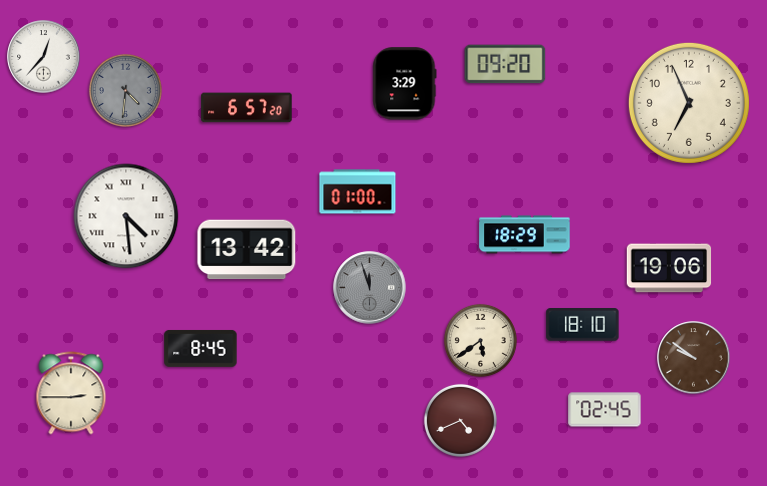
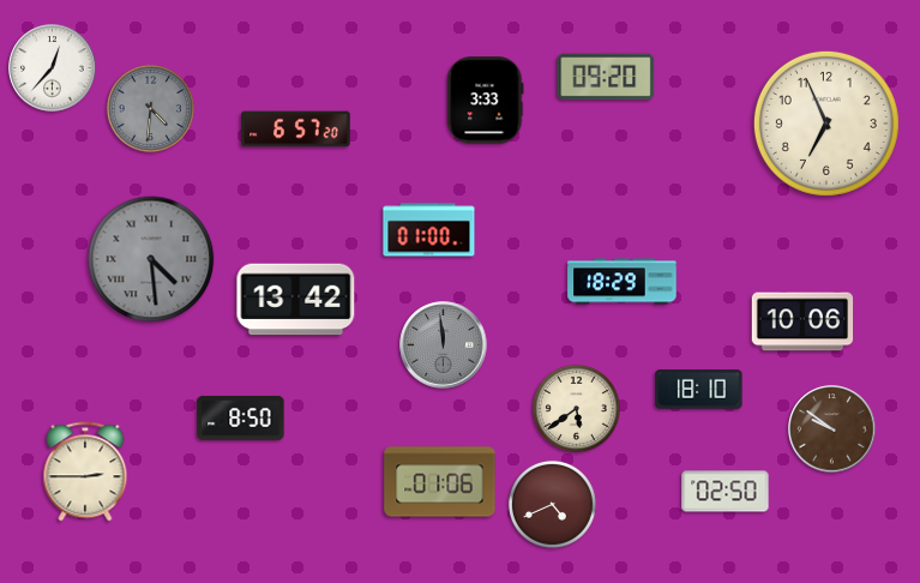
clock at (405, 84): 3:29 -> 3:33
clock at (126, 216) dial: white -> grey
clock at (525, 235) position: (525, 235) -> (623, 282)
clock at (669, 268): 19:06 -> 10:06
clock at (370, 288): 11:57 -> 11:59
clock at (201, 348): 8:45 -> 8:50
clock at (440, 482): none -> 01:06
clock at (605, 410): 02:45 -> 02:50
